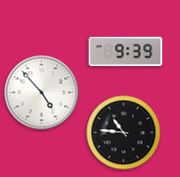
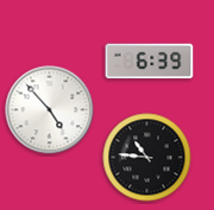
clock at (126, 52): 9:39 -> 6:39
